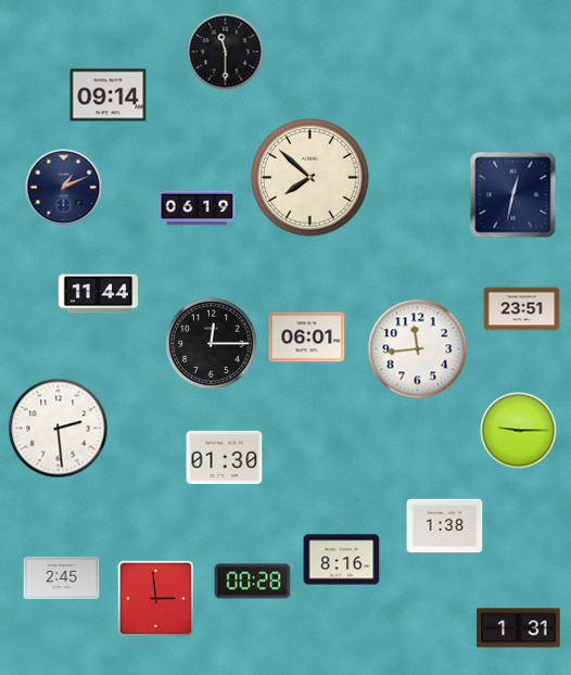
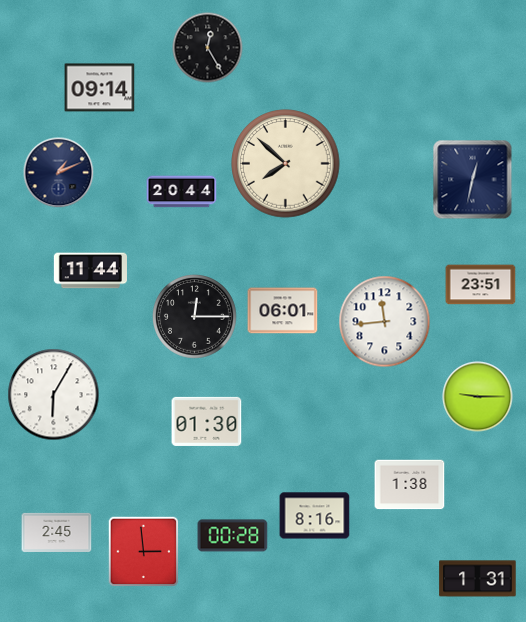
clock at (226, 52): 11:30 -> 12:25
clock at (198, 208): 06:19 -> 20:44
clock at (59, 429): 2:29 -> 6:05
